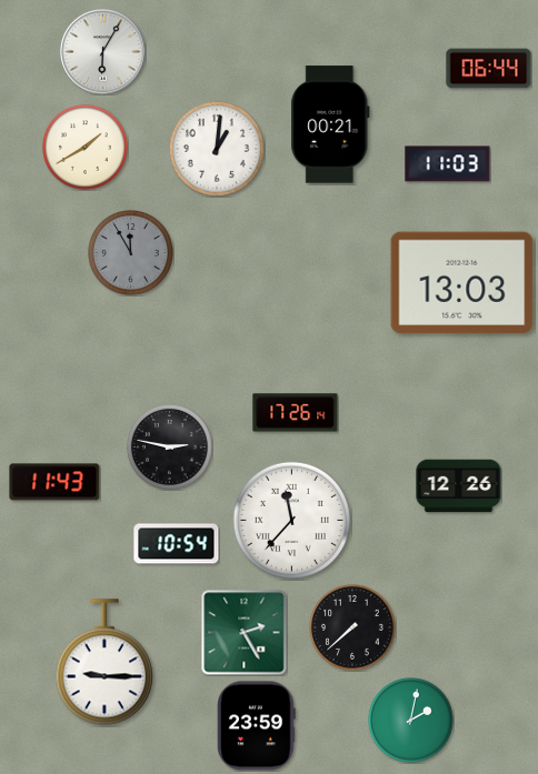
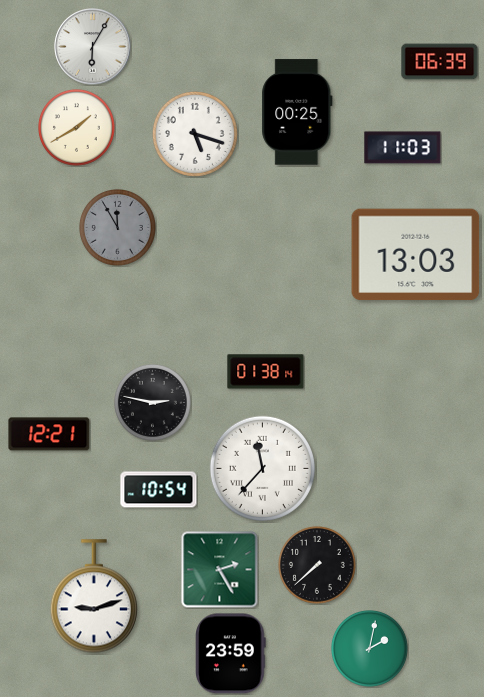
clock at (489, 69): 06:44 -> 06:39
clock at (330, 124): 00:21 -> 00:25
clock at (86, 148) position: (86, 148) -> (77, 128)
clock at (217, 149): 1:01 -> 5:18
clock at (296, 413): 17:26 -> 01:38
clock at (54, 482): 11:43 -> 12:21
clock at (459, 486): 12:26 -> none
clock at (103, 662): 9:15 -> 9:12
